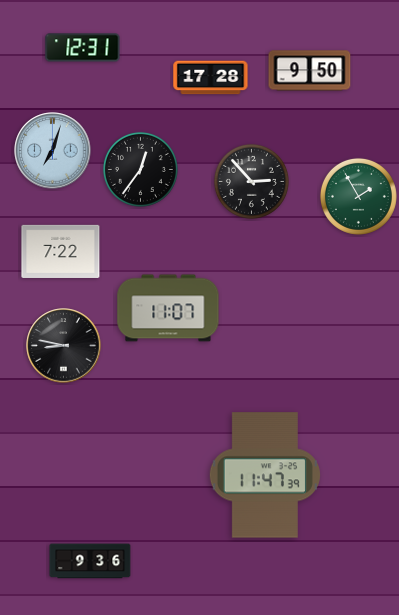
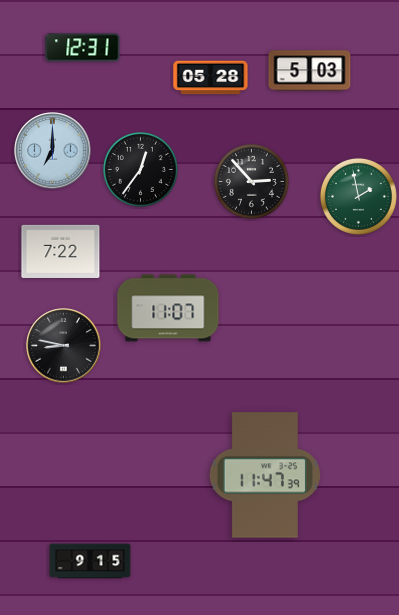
clock at (310, 71): 9:50 -> 5:03
clock at (211, 78): 17:28 -> 05:28
clock at (53, 151): 7:03 -> 7:00
clock at (358, 196): 1:55 -> 1:58
clock at (90, 561): 9:36 -> 9:15
